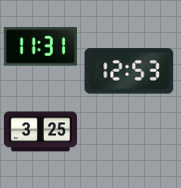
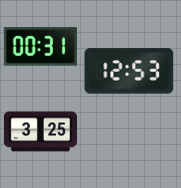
clock at (40, 47): 11:31 -> 00:31
